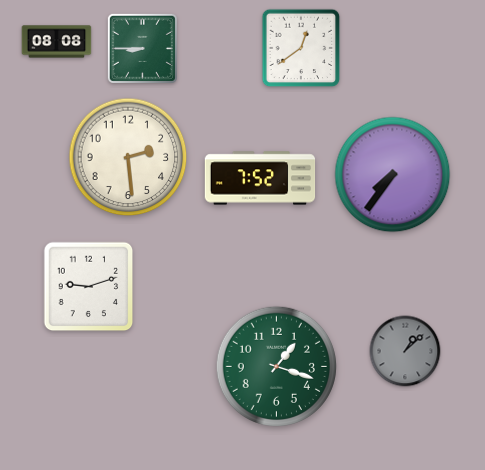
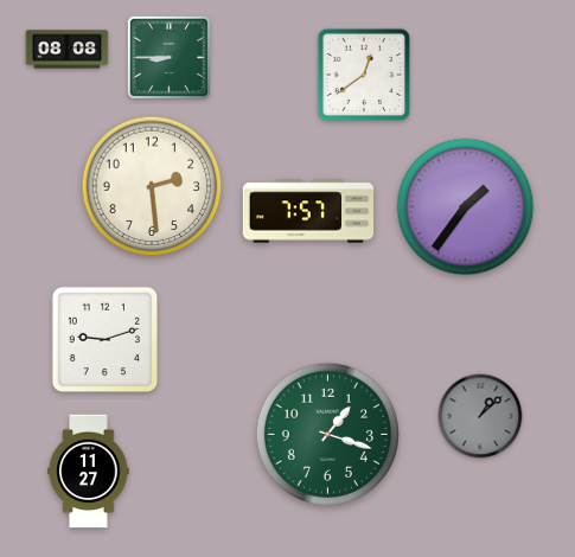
clock at (301, 48) position: (301, 48) -> (364, 75)
clock at (393, 175): 7:36 -> 1:36
clock at (260, 178): 7:52 -> 7:57
clock at (89, 472): none -> 11:27
